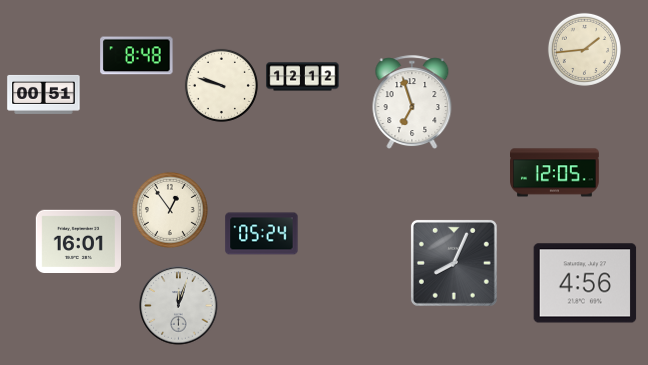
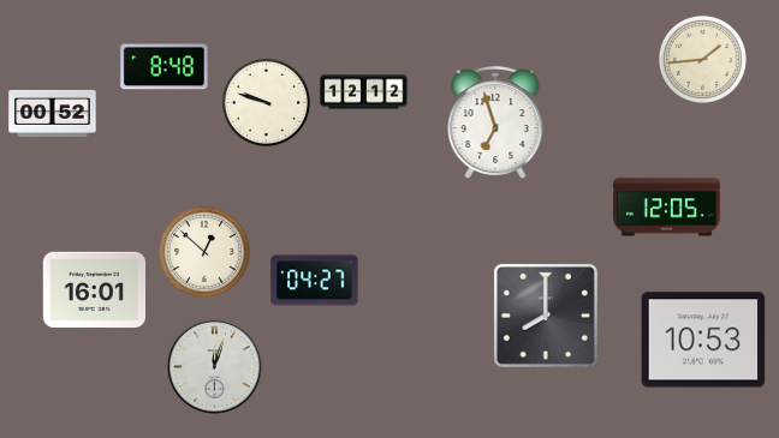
clock at (44, 94): 00:51 -> 00:52
clock at (170, 210): 12:54 -> 12:52
clock at (262, 234): 05:24 -> 04:27
clock at (454, 263): 8:04 -> 8:00
clock at (585, 283): 4:56 -> 10:53
